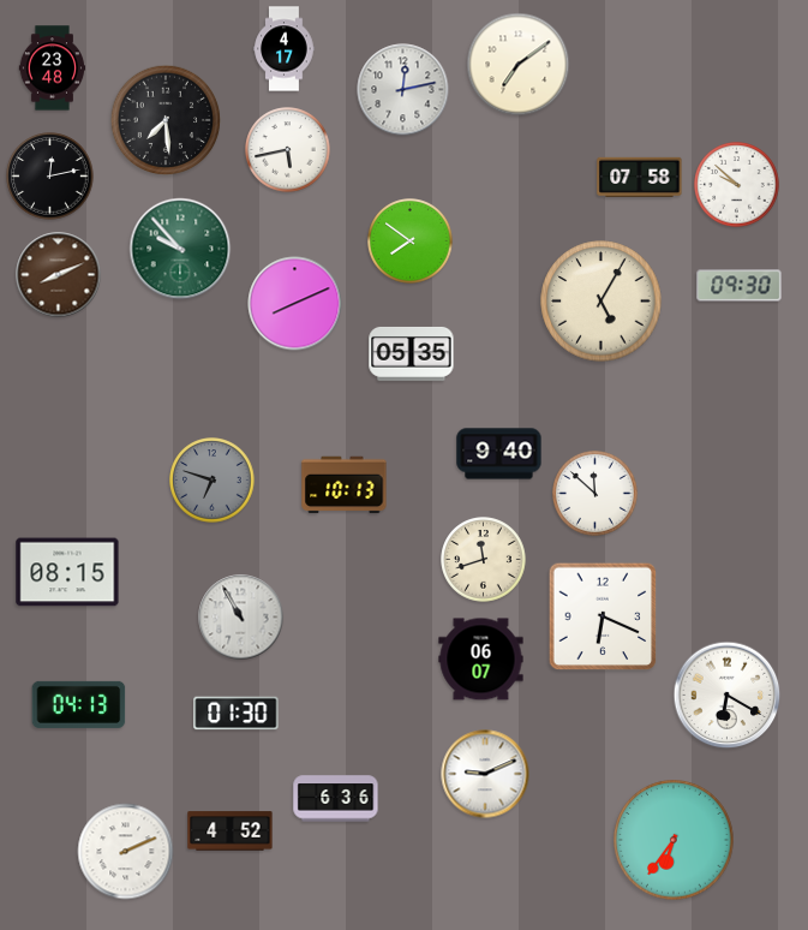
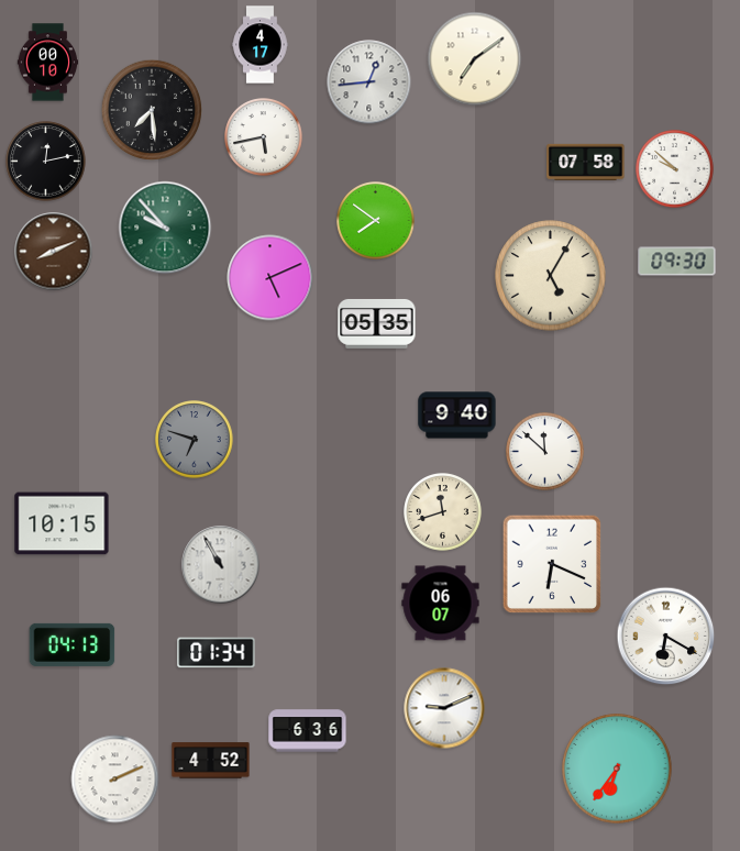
clock at (53, 68): 23:48 -> 00:10
clock at (403, 90): 12:13 -> 12:44
clock at (295, 304): 8:11 -> 5:11
clock at (345, 485): 10:13 -> none
clock at (67, 572): 08:15 -> 10:15
clock at (237, 714): 01:30 -> 01:34
